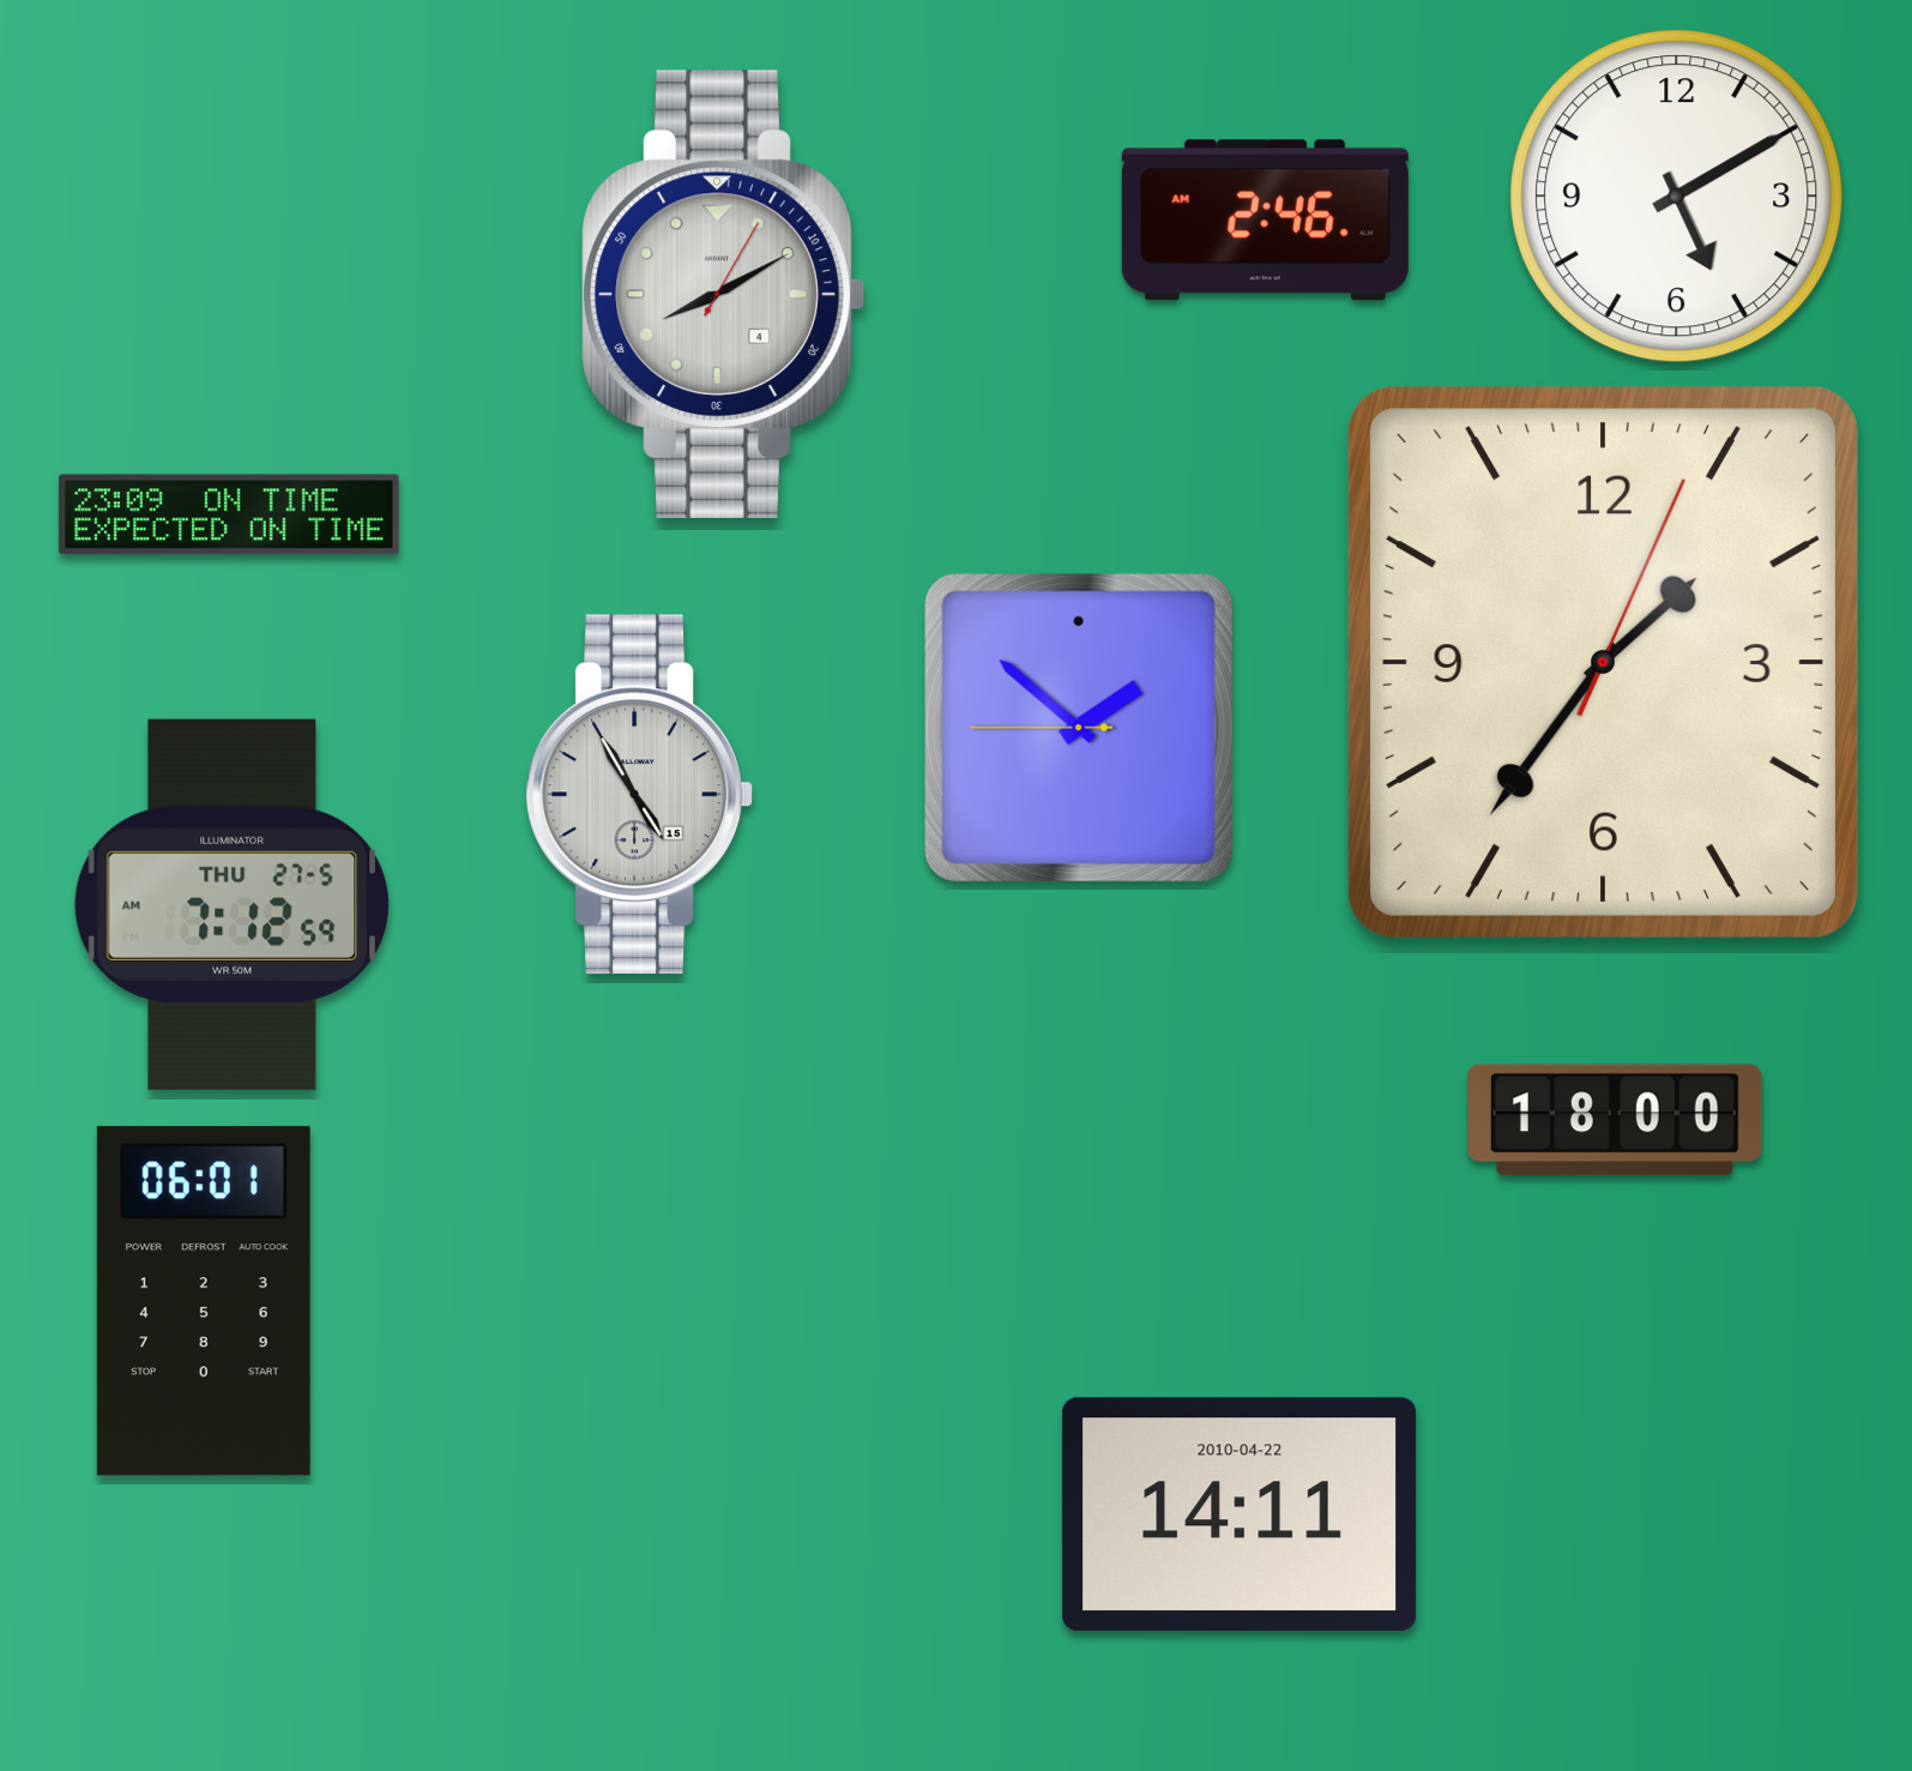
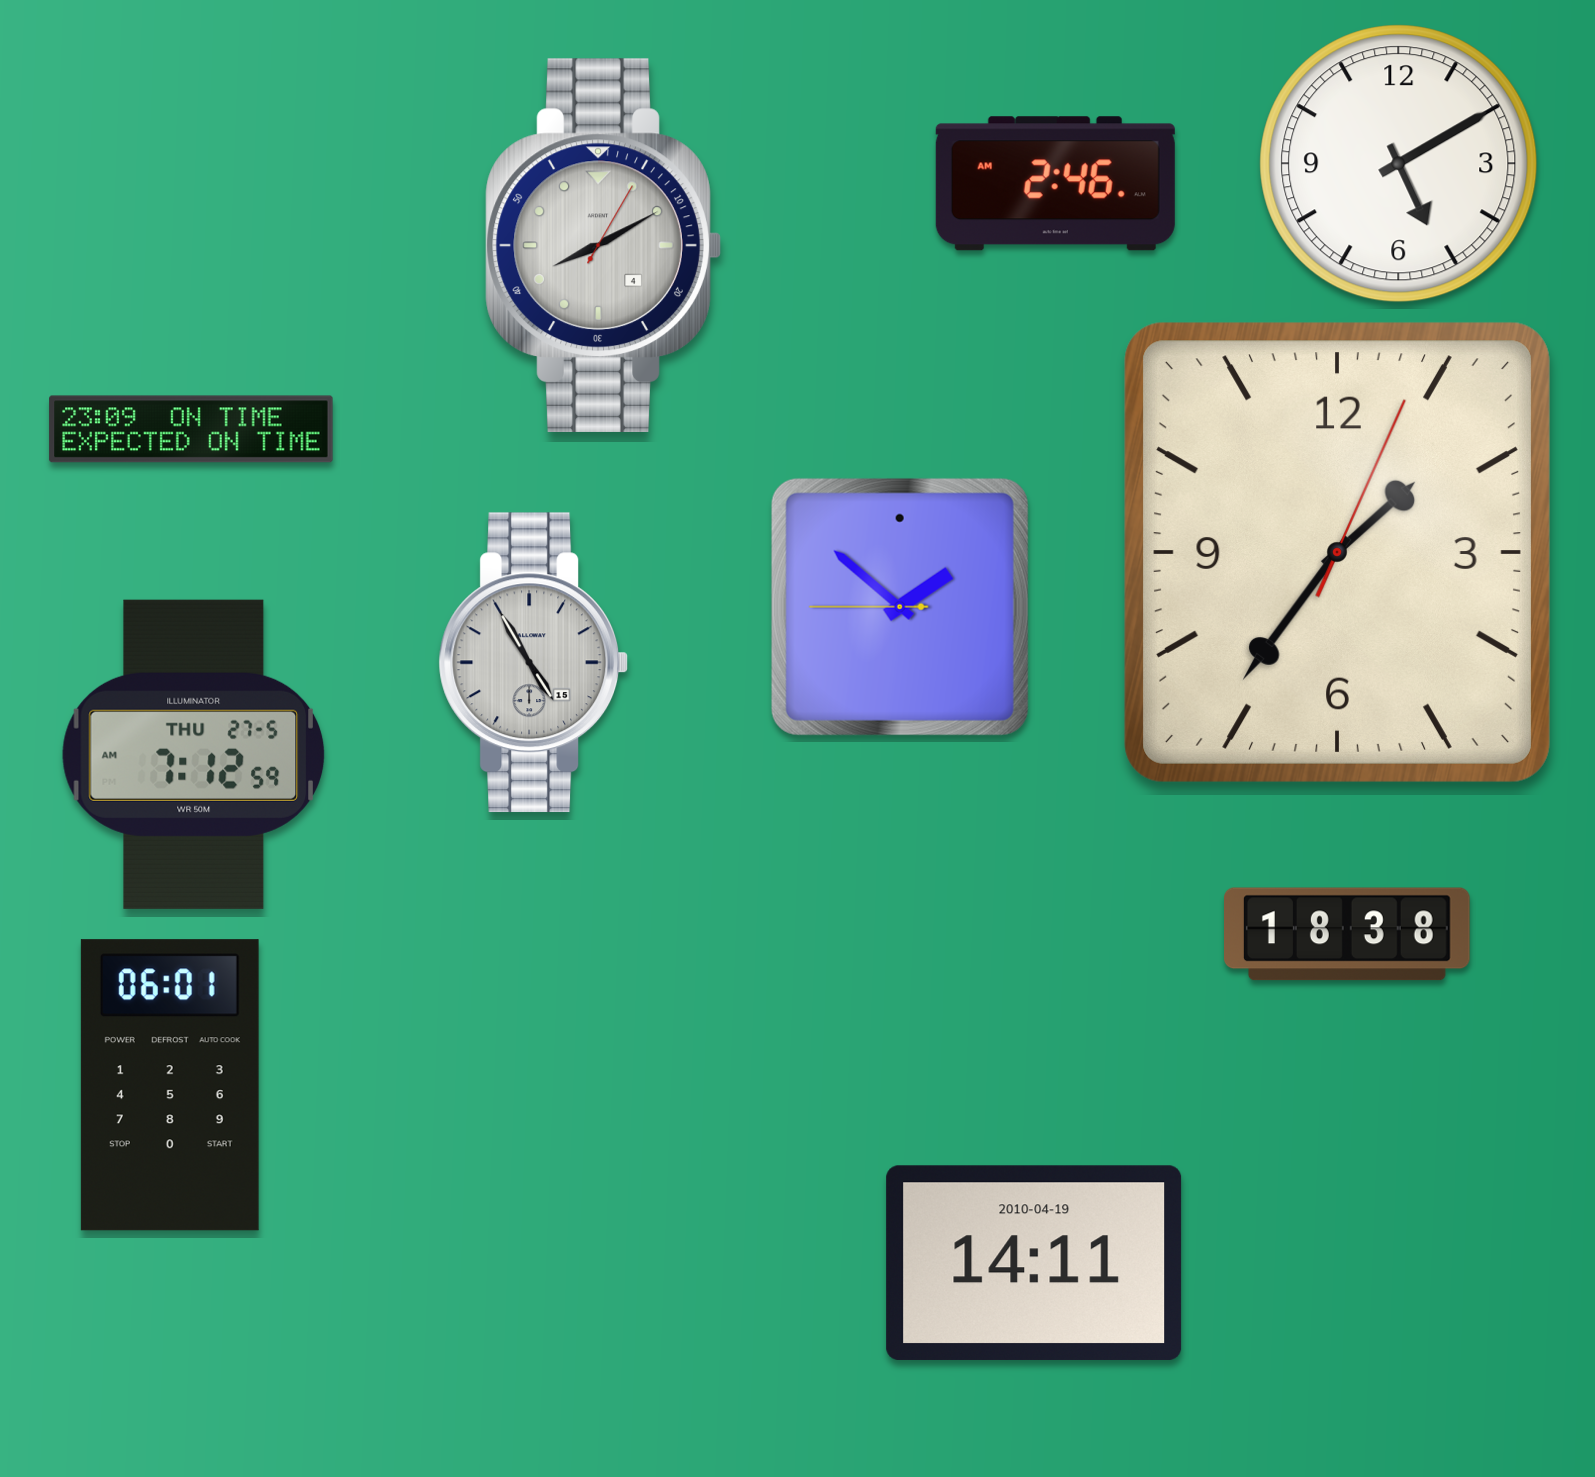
clock at (1616, 1120): 18:00 -> 18:38
clock at (1240, 1514) date: 2010-04-22 -> 2010-04-19
